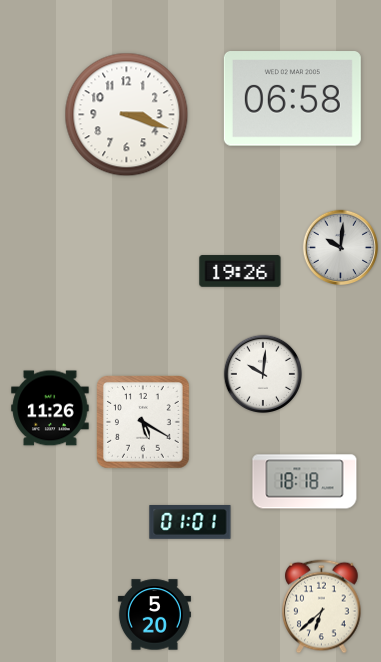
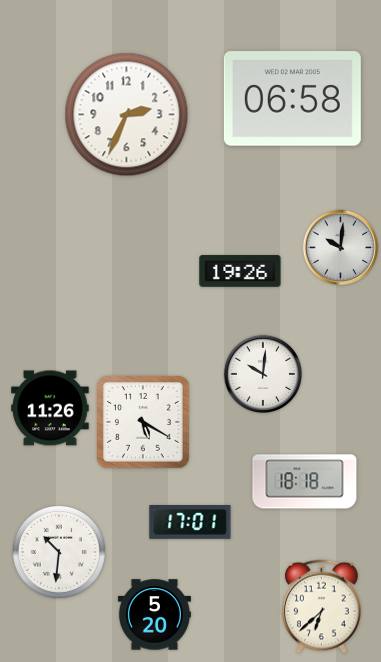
clock at (127, 115): 3:18 -> 2:34
clock at (190, 523): 01:01 -> 17:01
clock at (59, 552): none -> 10:31
